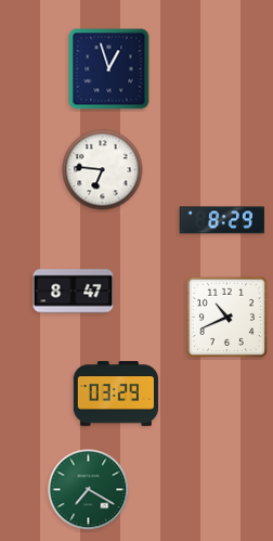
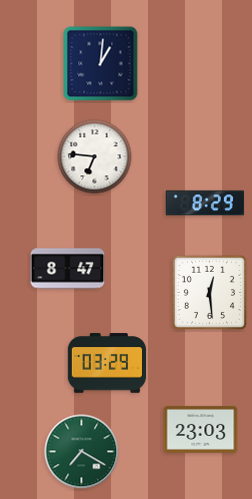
clock at (109, 69): 12:57 -> 1:01
clock at (226, 317): 10:41 -> 12:29
clock at (201, 429): none -> 23:03
